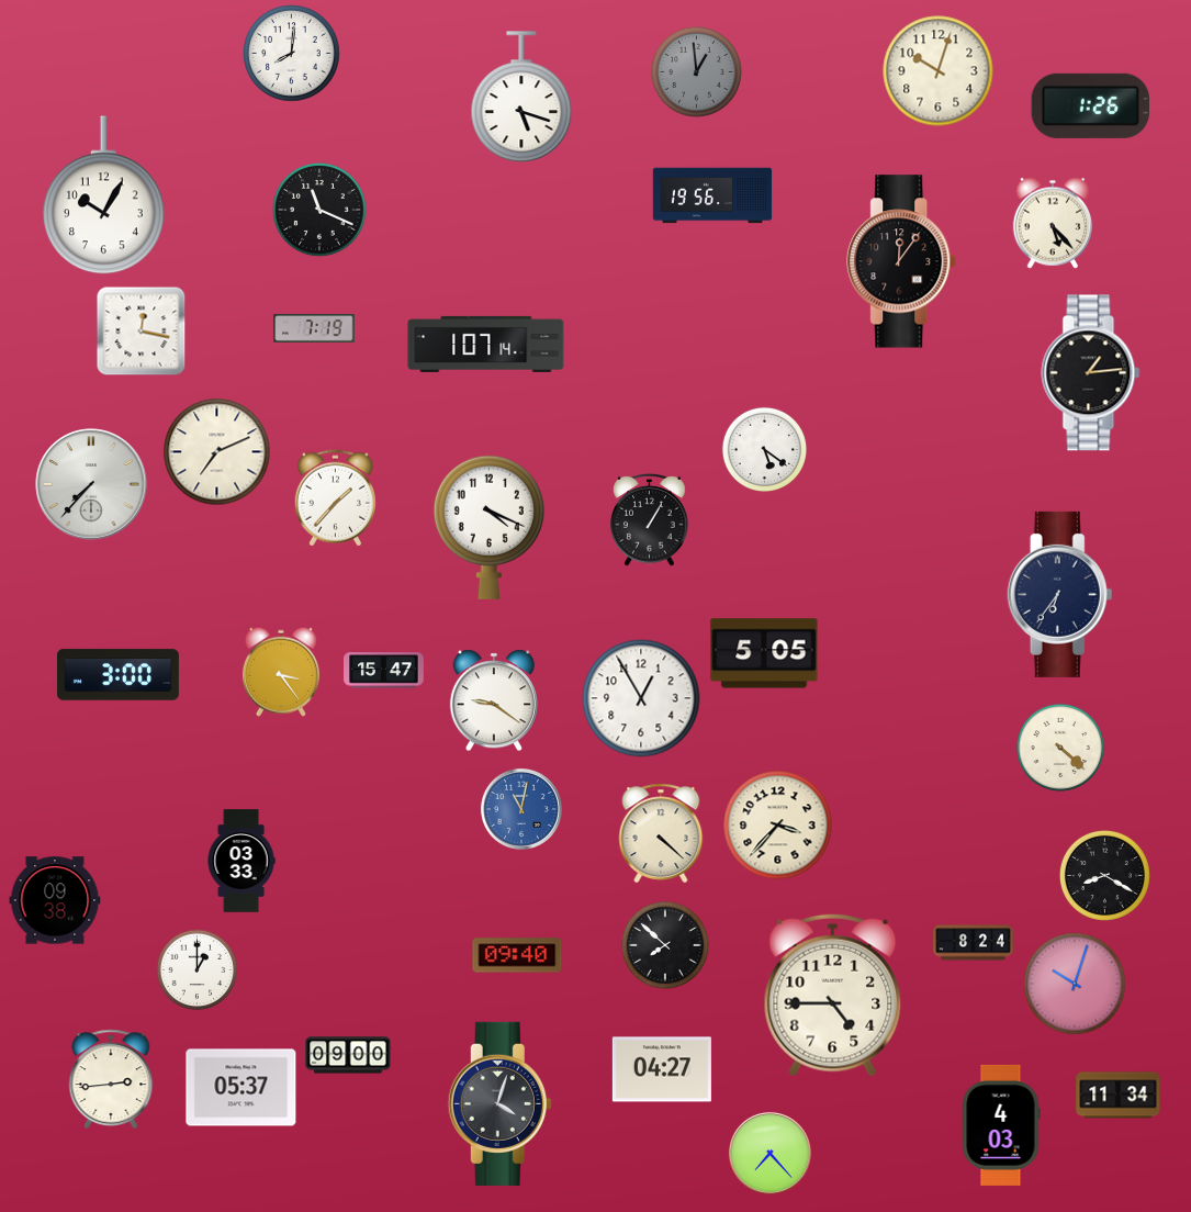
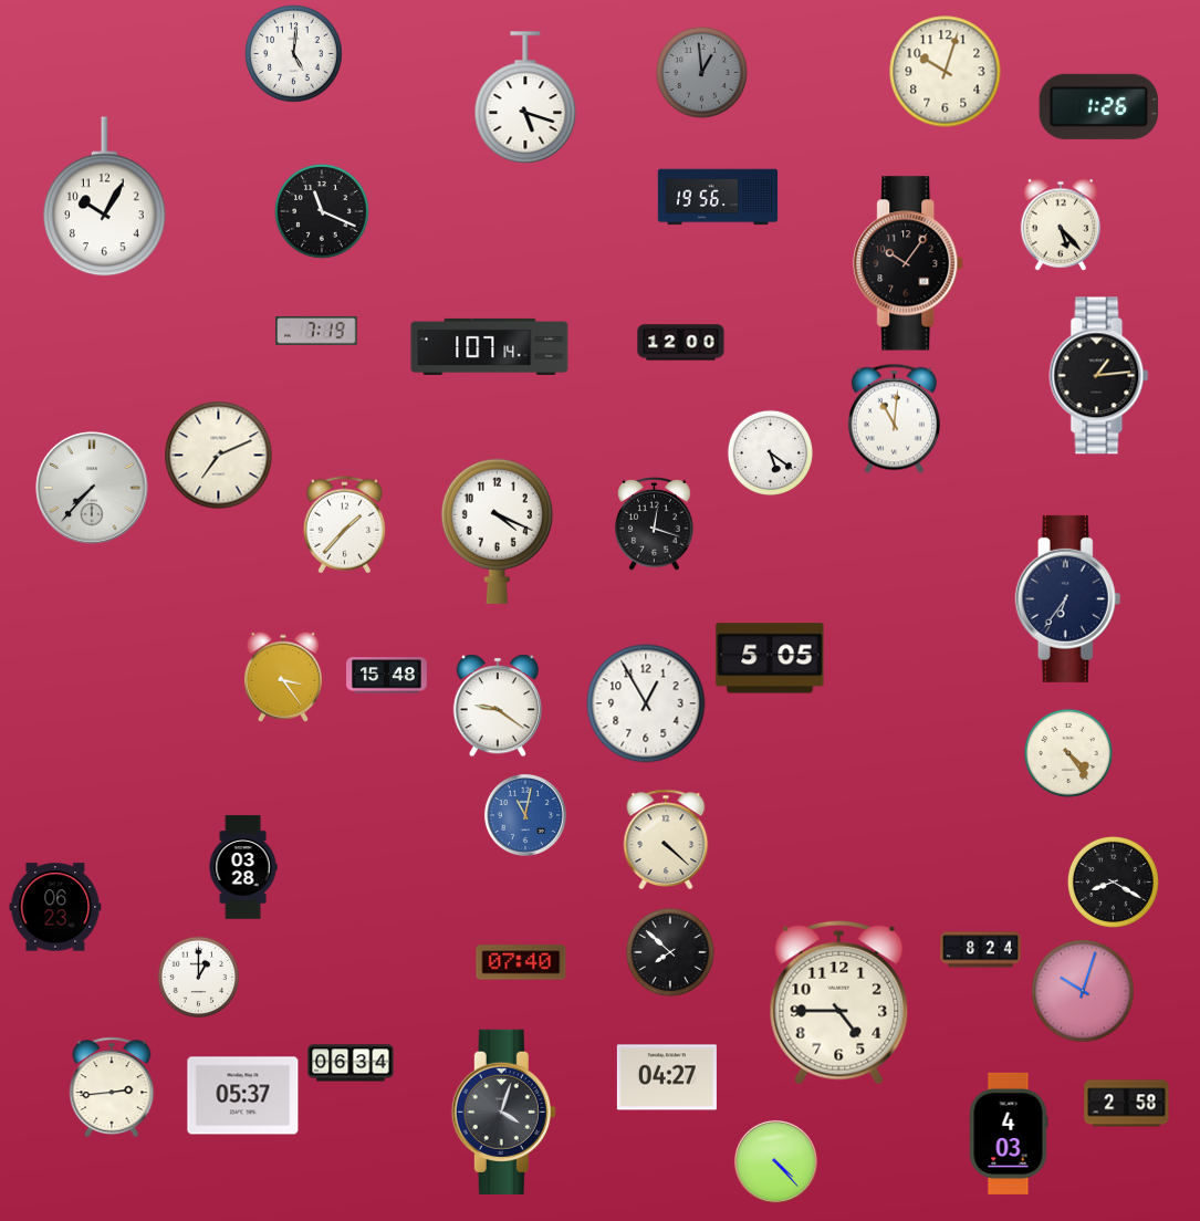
clock at (292, 54): 8:01 -> 5:01
clock at (902, 261): 12:06 -> 10:06
clock at (142, 332): 12:17 -> none
clock at (681, 343): none -> 12:00
clock at (894, 419): none -> 11:01
clock at (335, 498) position: (335, 498) -> (344, 525)
clock at (650, 519): 1:05 -> 12:18
clock at (488, 527) position: (488, 527) -> (497, 531)
clock at (384, 671): 15:47 -> 15:48
clock at (117, 675): 3:00 -> none
clock at (1060, 748): 4:22 -> 4:24
clock at (778, 826): 3:37 -> none
clock at (241, 861): 03:33 -> 03:28
clock at (55, 900): 09:38 -> 06:23
clock at (517, 955): 09:40 -> 07:40
clock at (348, 1055): 09:00 -> 06:34
clock at (1119, 1096): 11:34 -> 2:58
clock at (769, 1153): 7:23 -> 4:23
